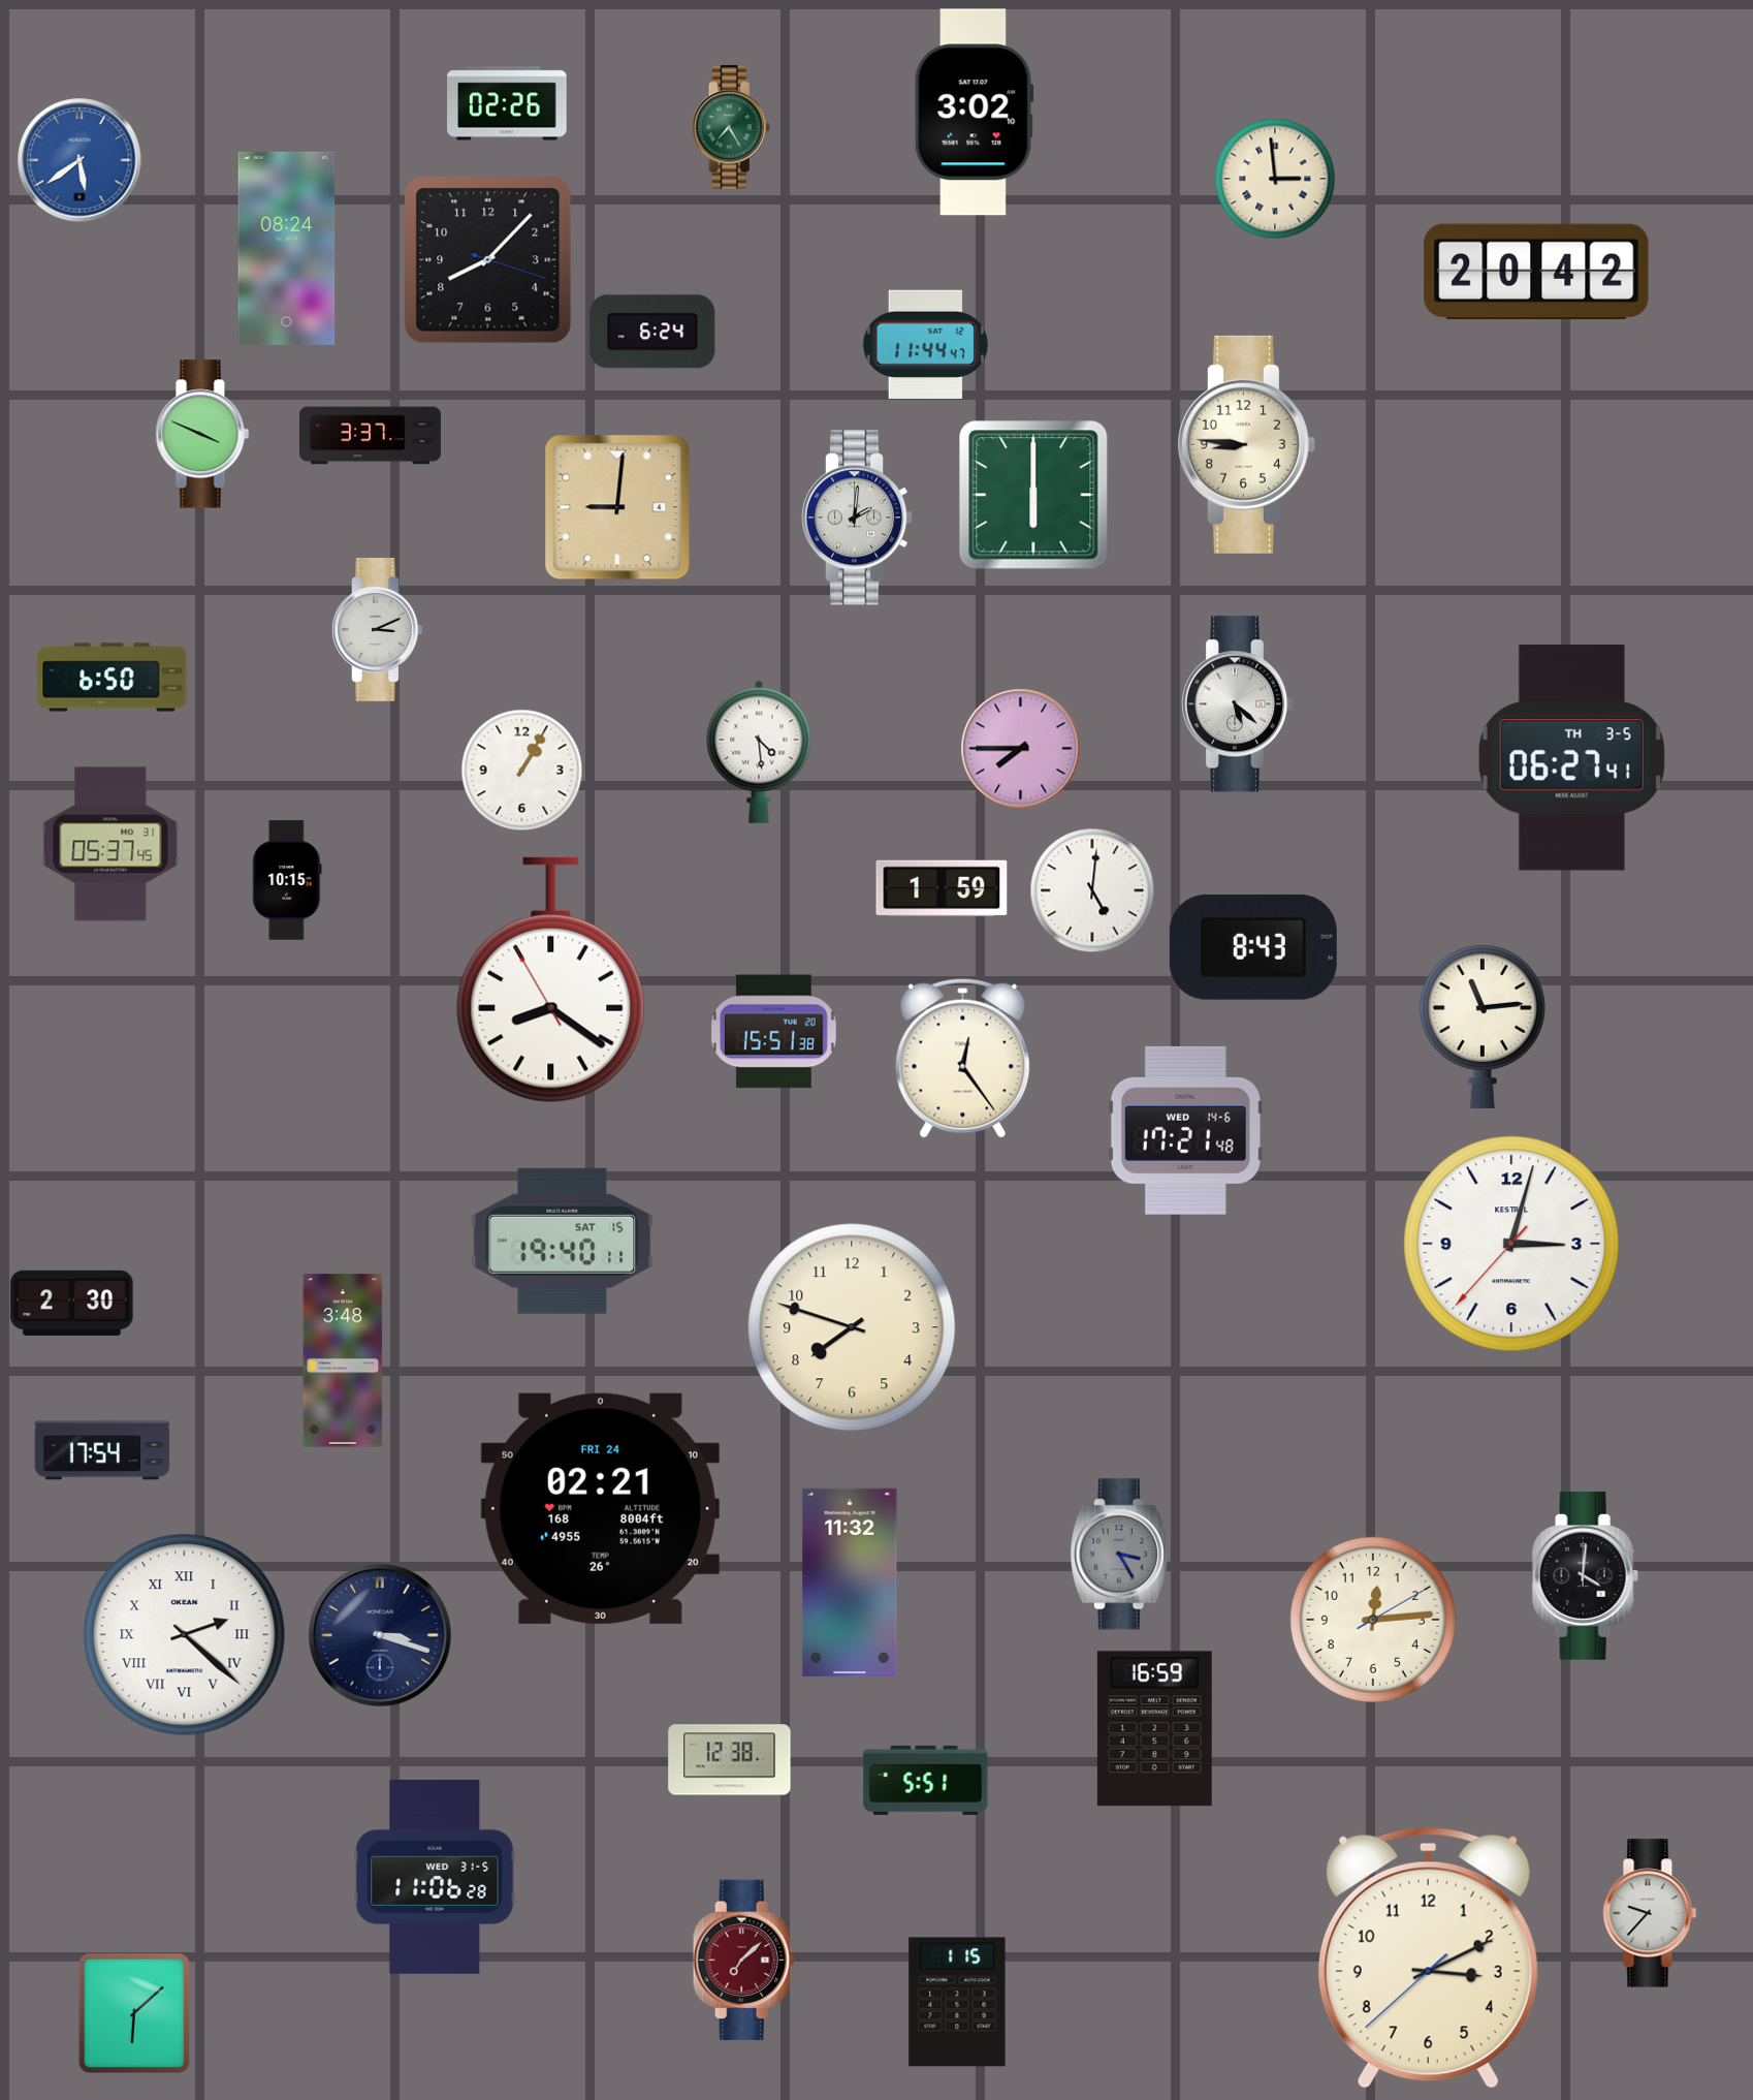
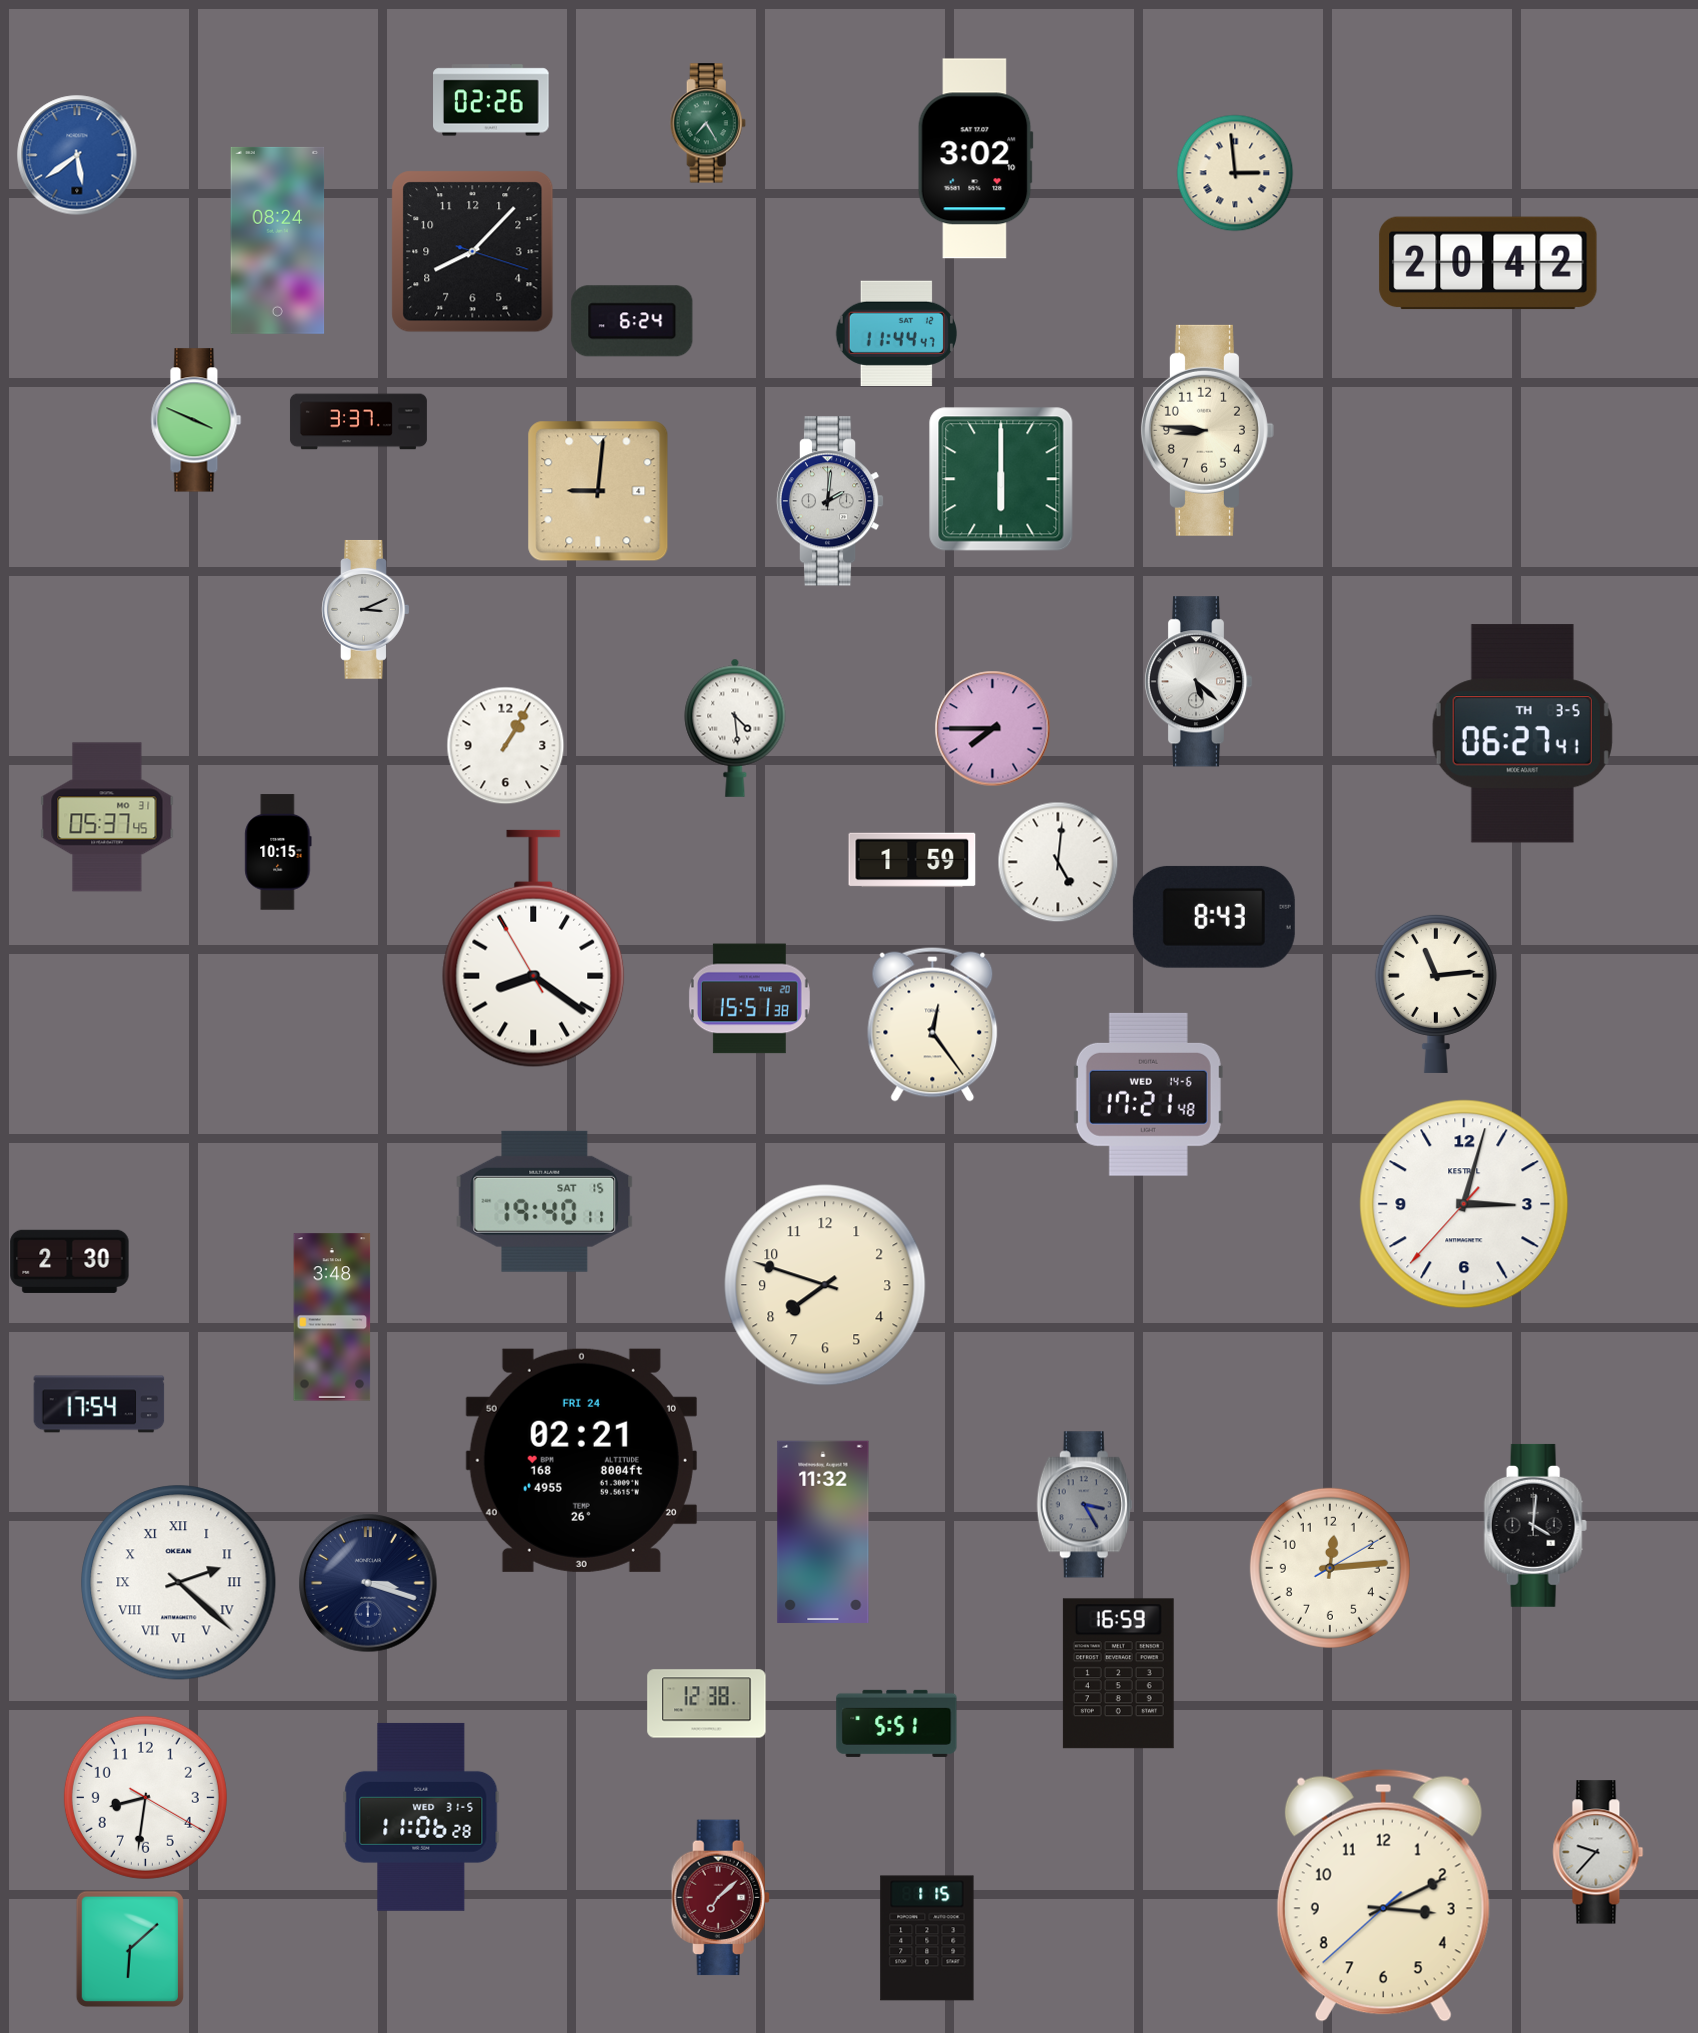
clock at (974, 113) position: (974, 113) -> (975, 159)
clock at (113, 678): 6:50 -> none
clock at (1021, 749) position: (1021, 749) -> (993, 729)
clock at (145, 1797): none -> 8:31
